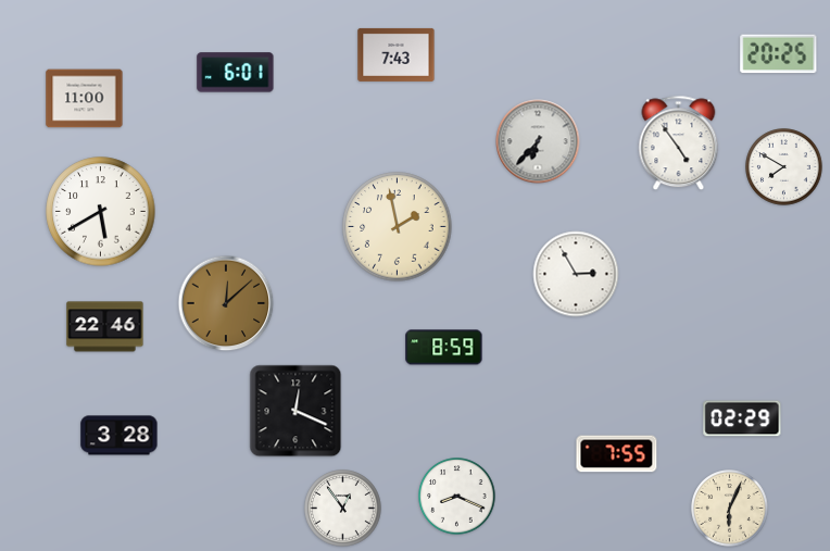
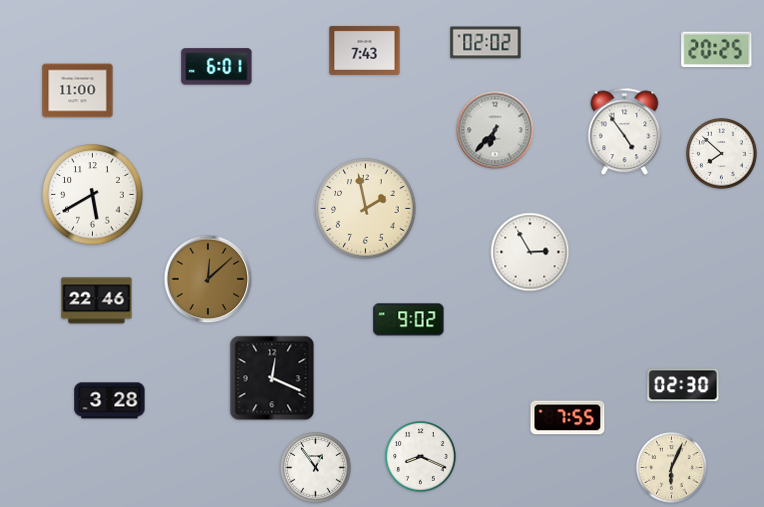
clock at (486, 43): none -> 02:02
clock at (784, 167): 7:50 -> 7:52
clock at (444, 348): 8:59 -> 9:02
clock at (742, 418): 02:29 -> 02:30
